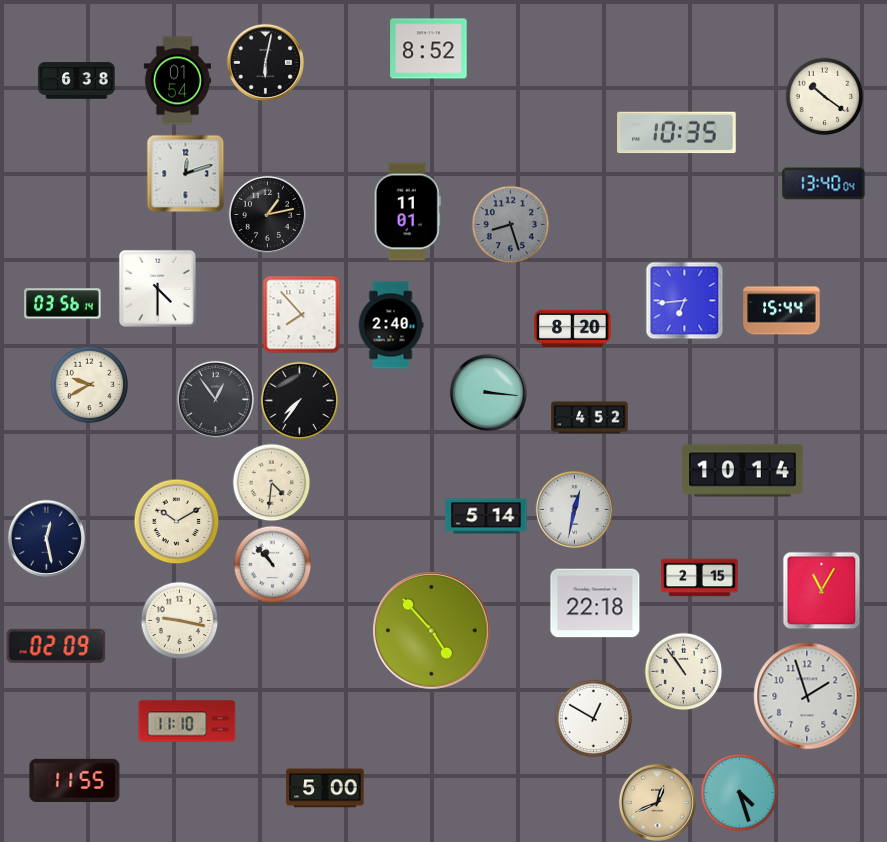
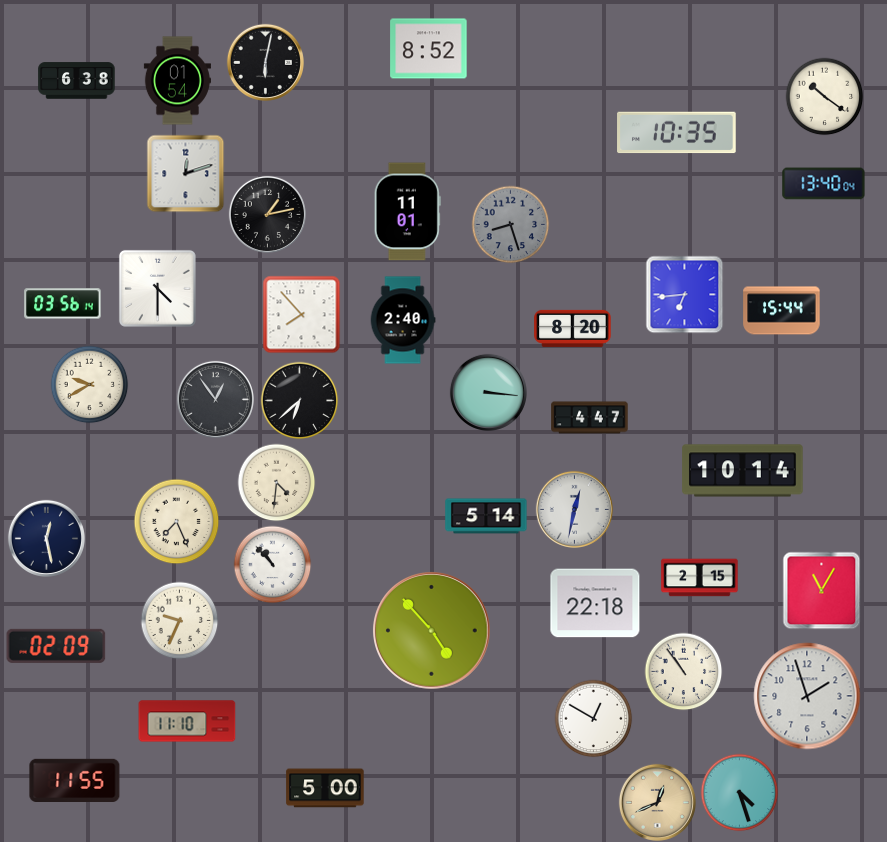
clock at (684, 300) position: (684, 300) -> (684, 294)
clock at (391, 325) position: (391, 325) -> (403, 320)
clock at (299, 400): 7:36 -> 6:38
clock at (590, 418): 4:52 -> 4:47
clock at (271, 482) position: (271, 482) -> (276, 482)
clock at (176, 521): 10:10 -> 7:26
clock at (179, 620): 9:17 -> 9:34
